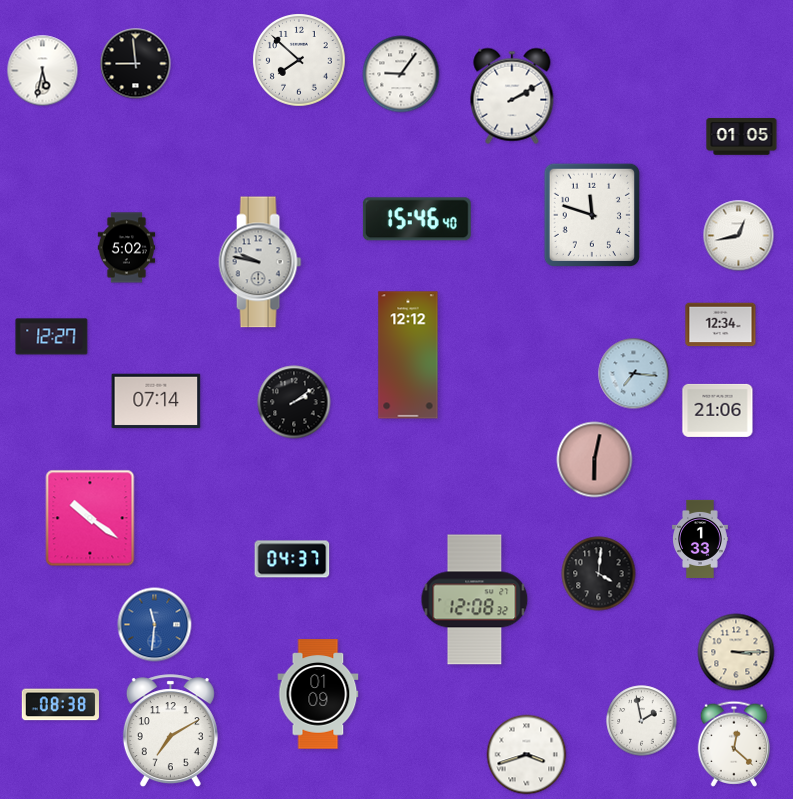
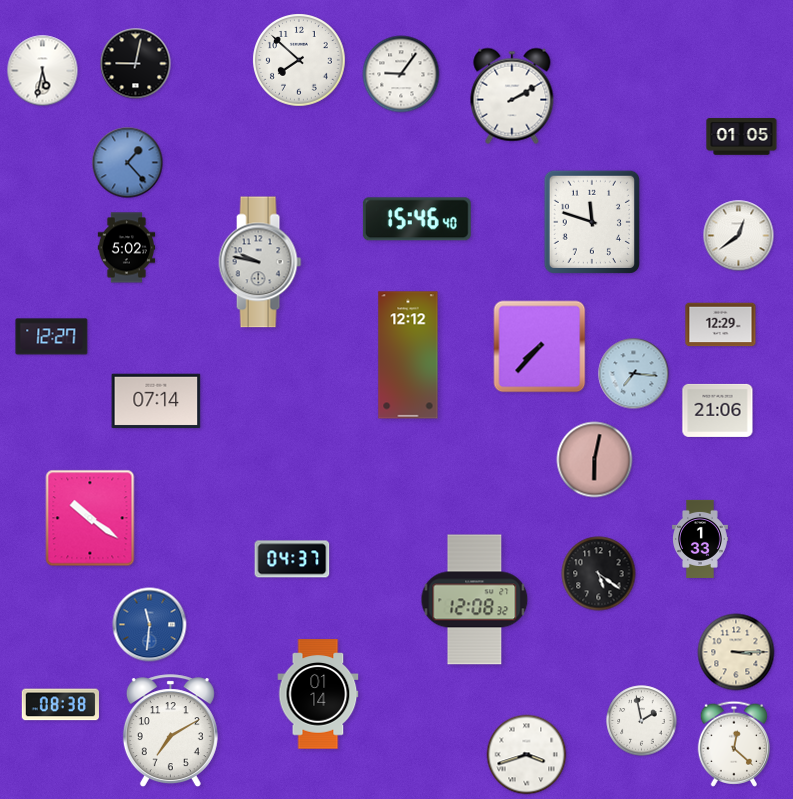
clock at (136, 64): 8:59 -> 9:02
clock at (128, 163): none -> 1:23
clock at (592, 214) position: (592, 214) -> (592, 221)
clock at (739, 236): 12:43 -> 12:39
clock at (721, 325): 12:34 -> 12:29
clock at (540, 347): none -> 7:37
clock at (294, 402): 2:09 -> none
clock at (599, 574): 4:01 -> 5:21
clock at (155, 625) position: (155, 625) -> (150, 625)
clock at (318, 694): 01:09 -> 01:14
